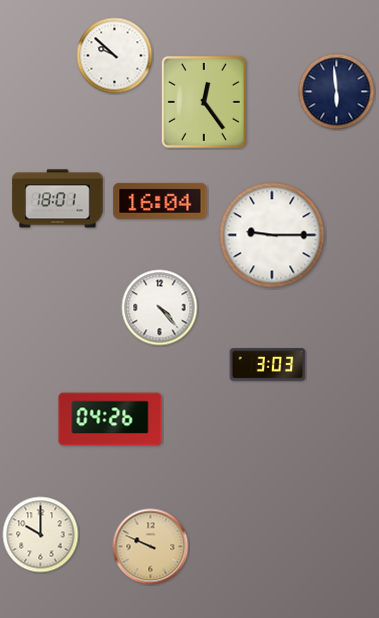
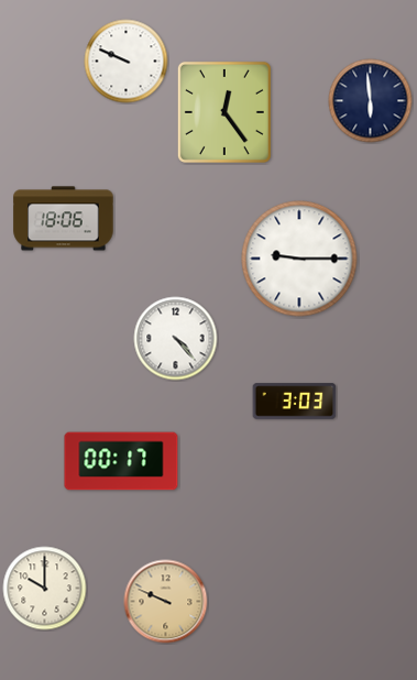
clock at (115, 56): 9:52 -> 9:49
clock at (58, 199): 18:01 -> 18:06
clock at (160, 201): 16:04 -> none
clock at (110, 419): 04:26 -> 00:17
